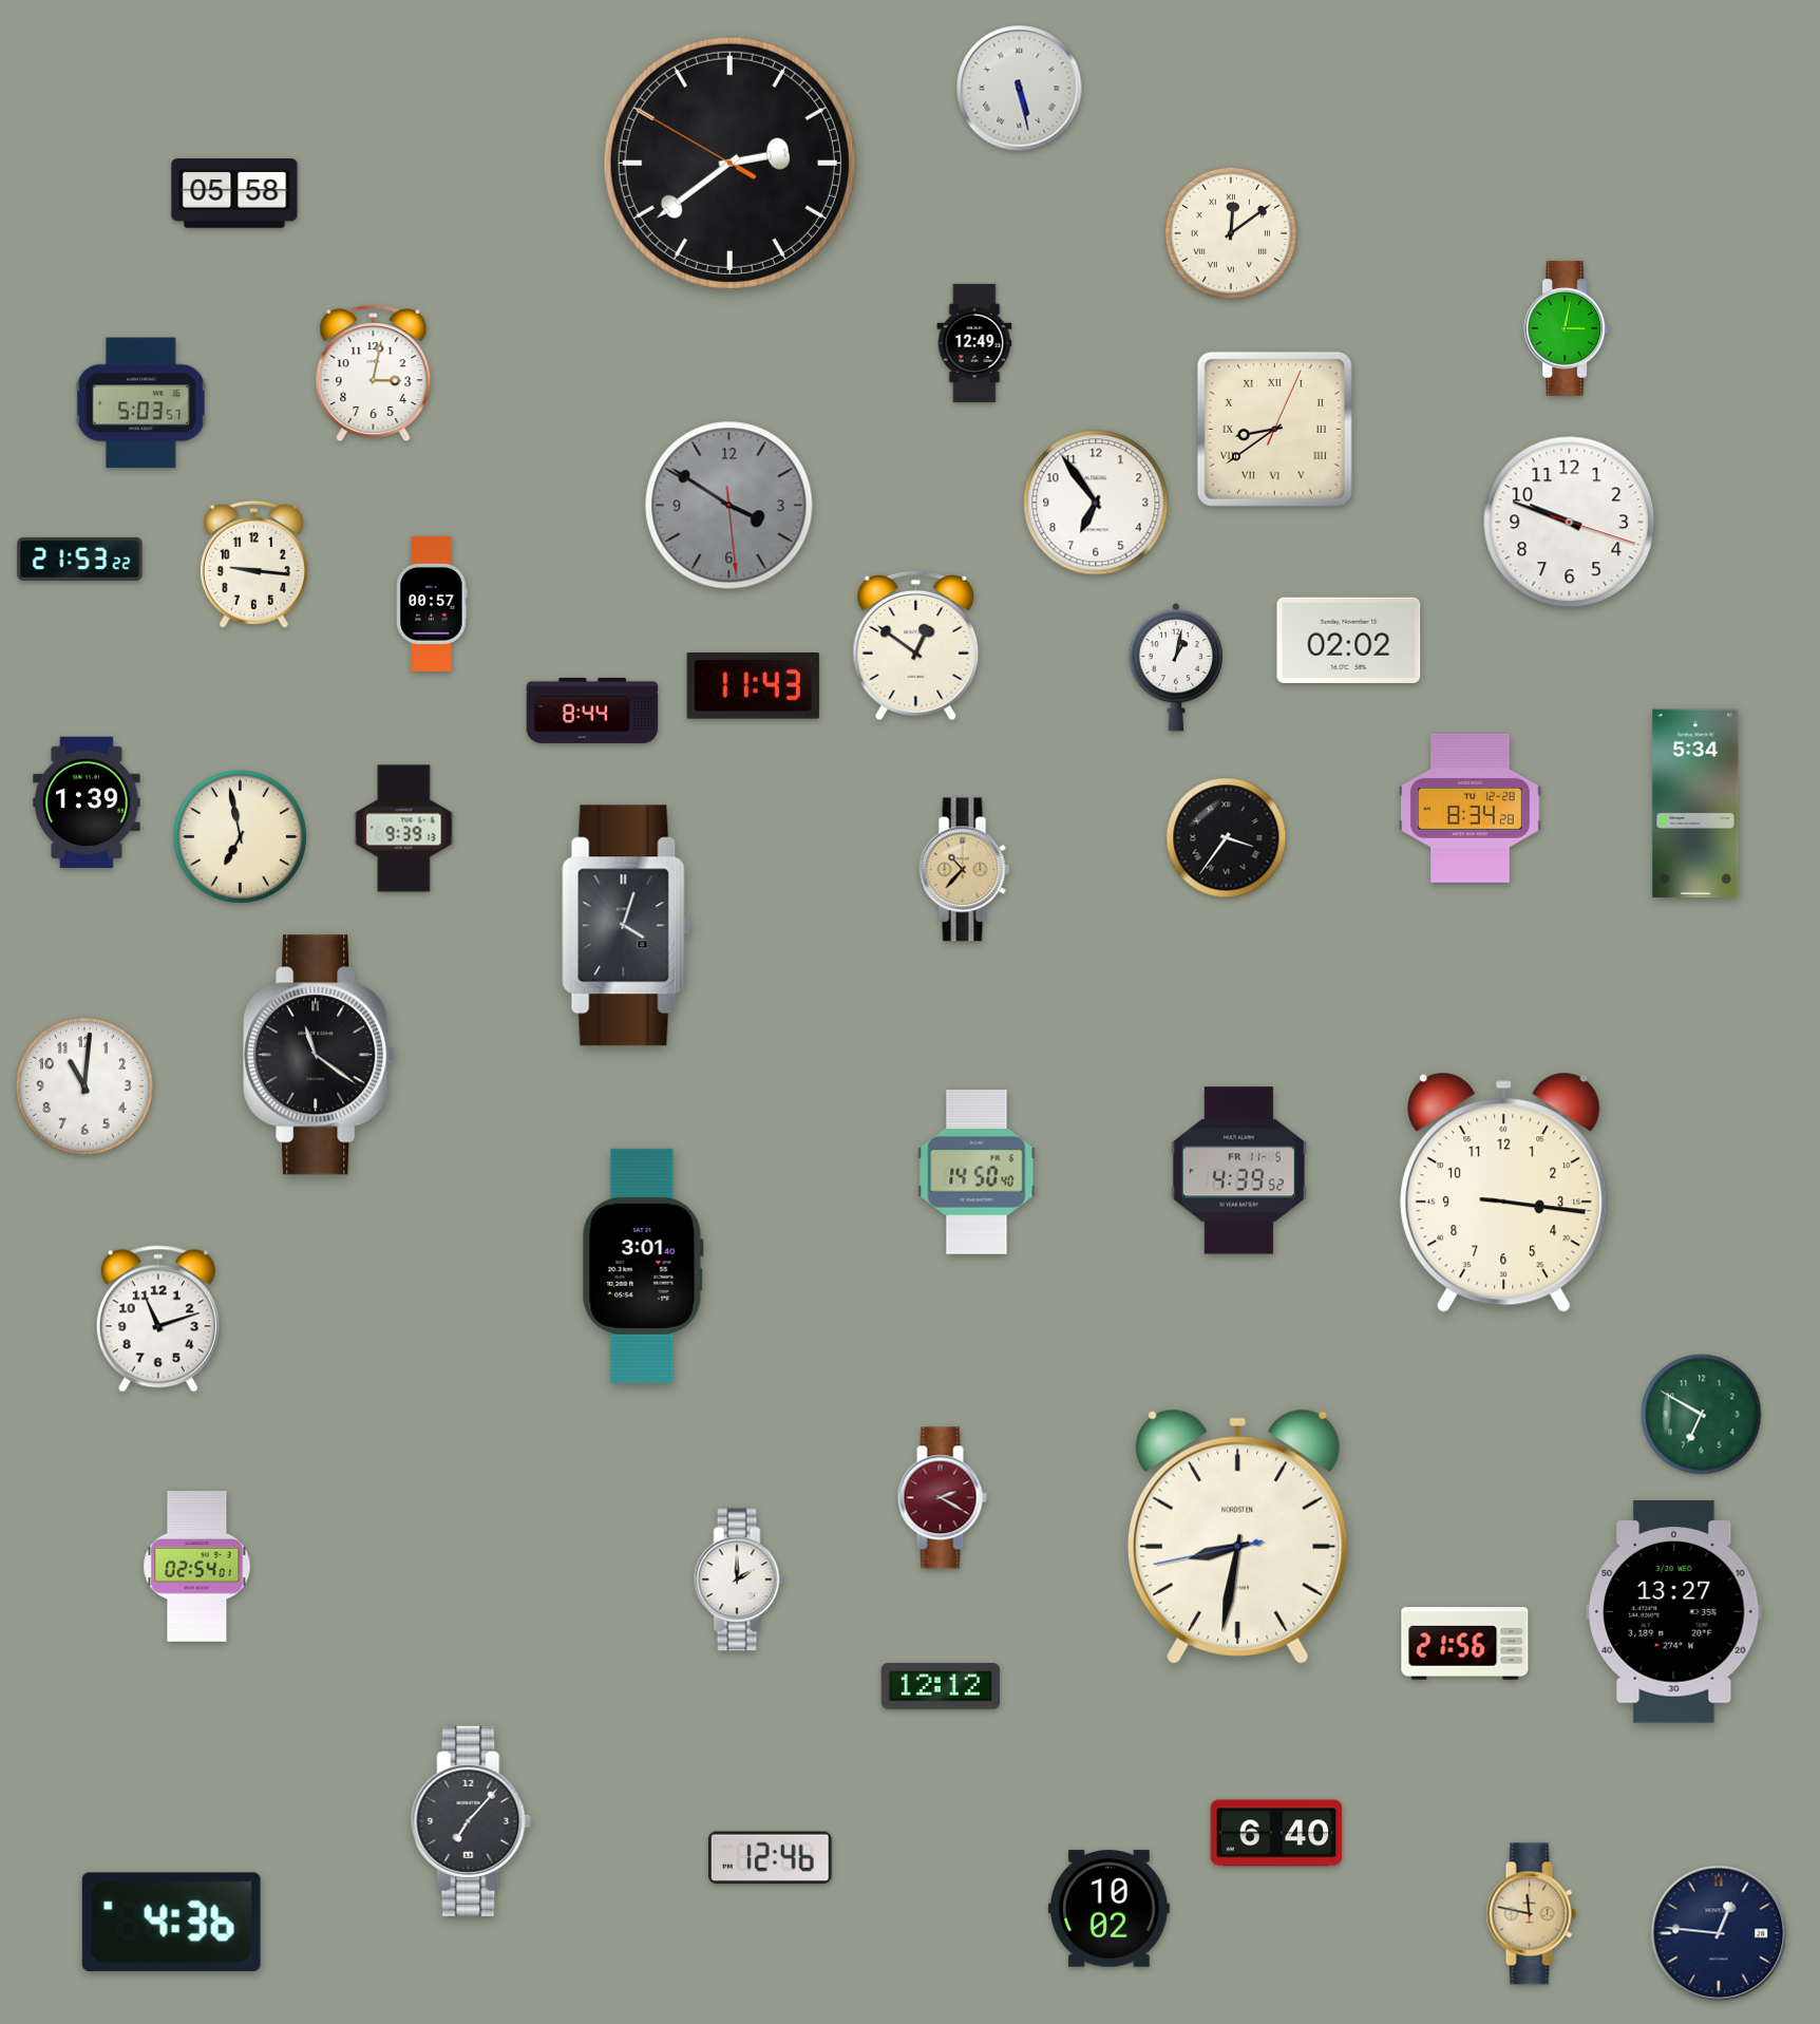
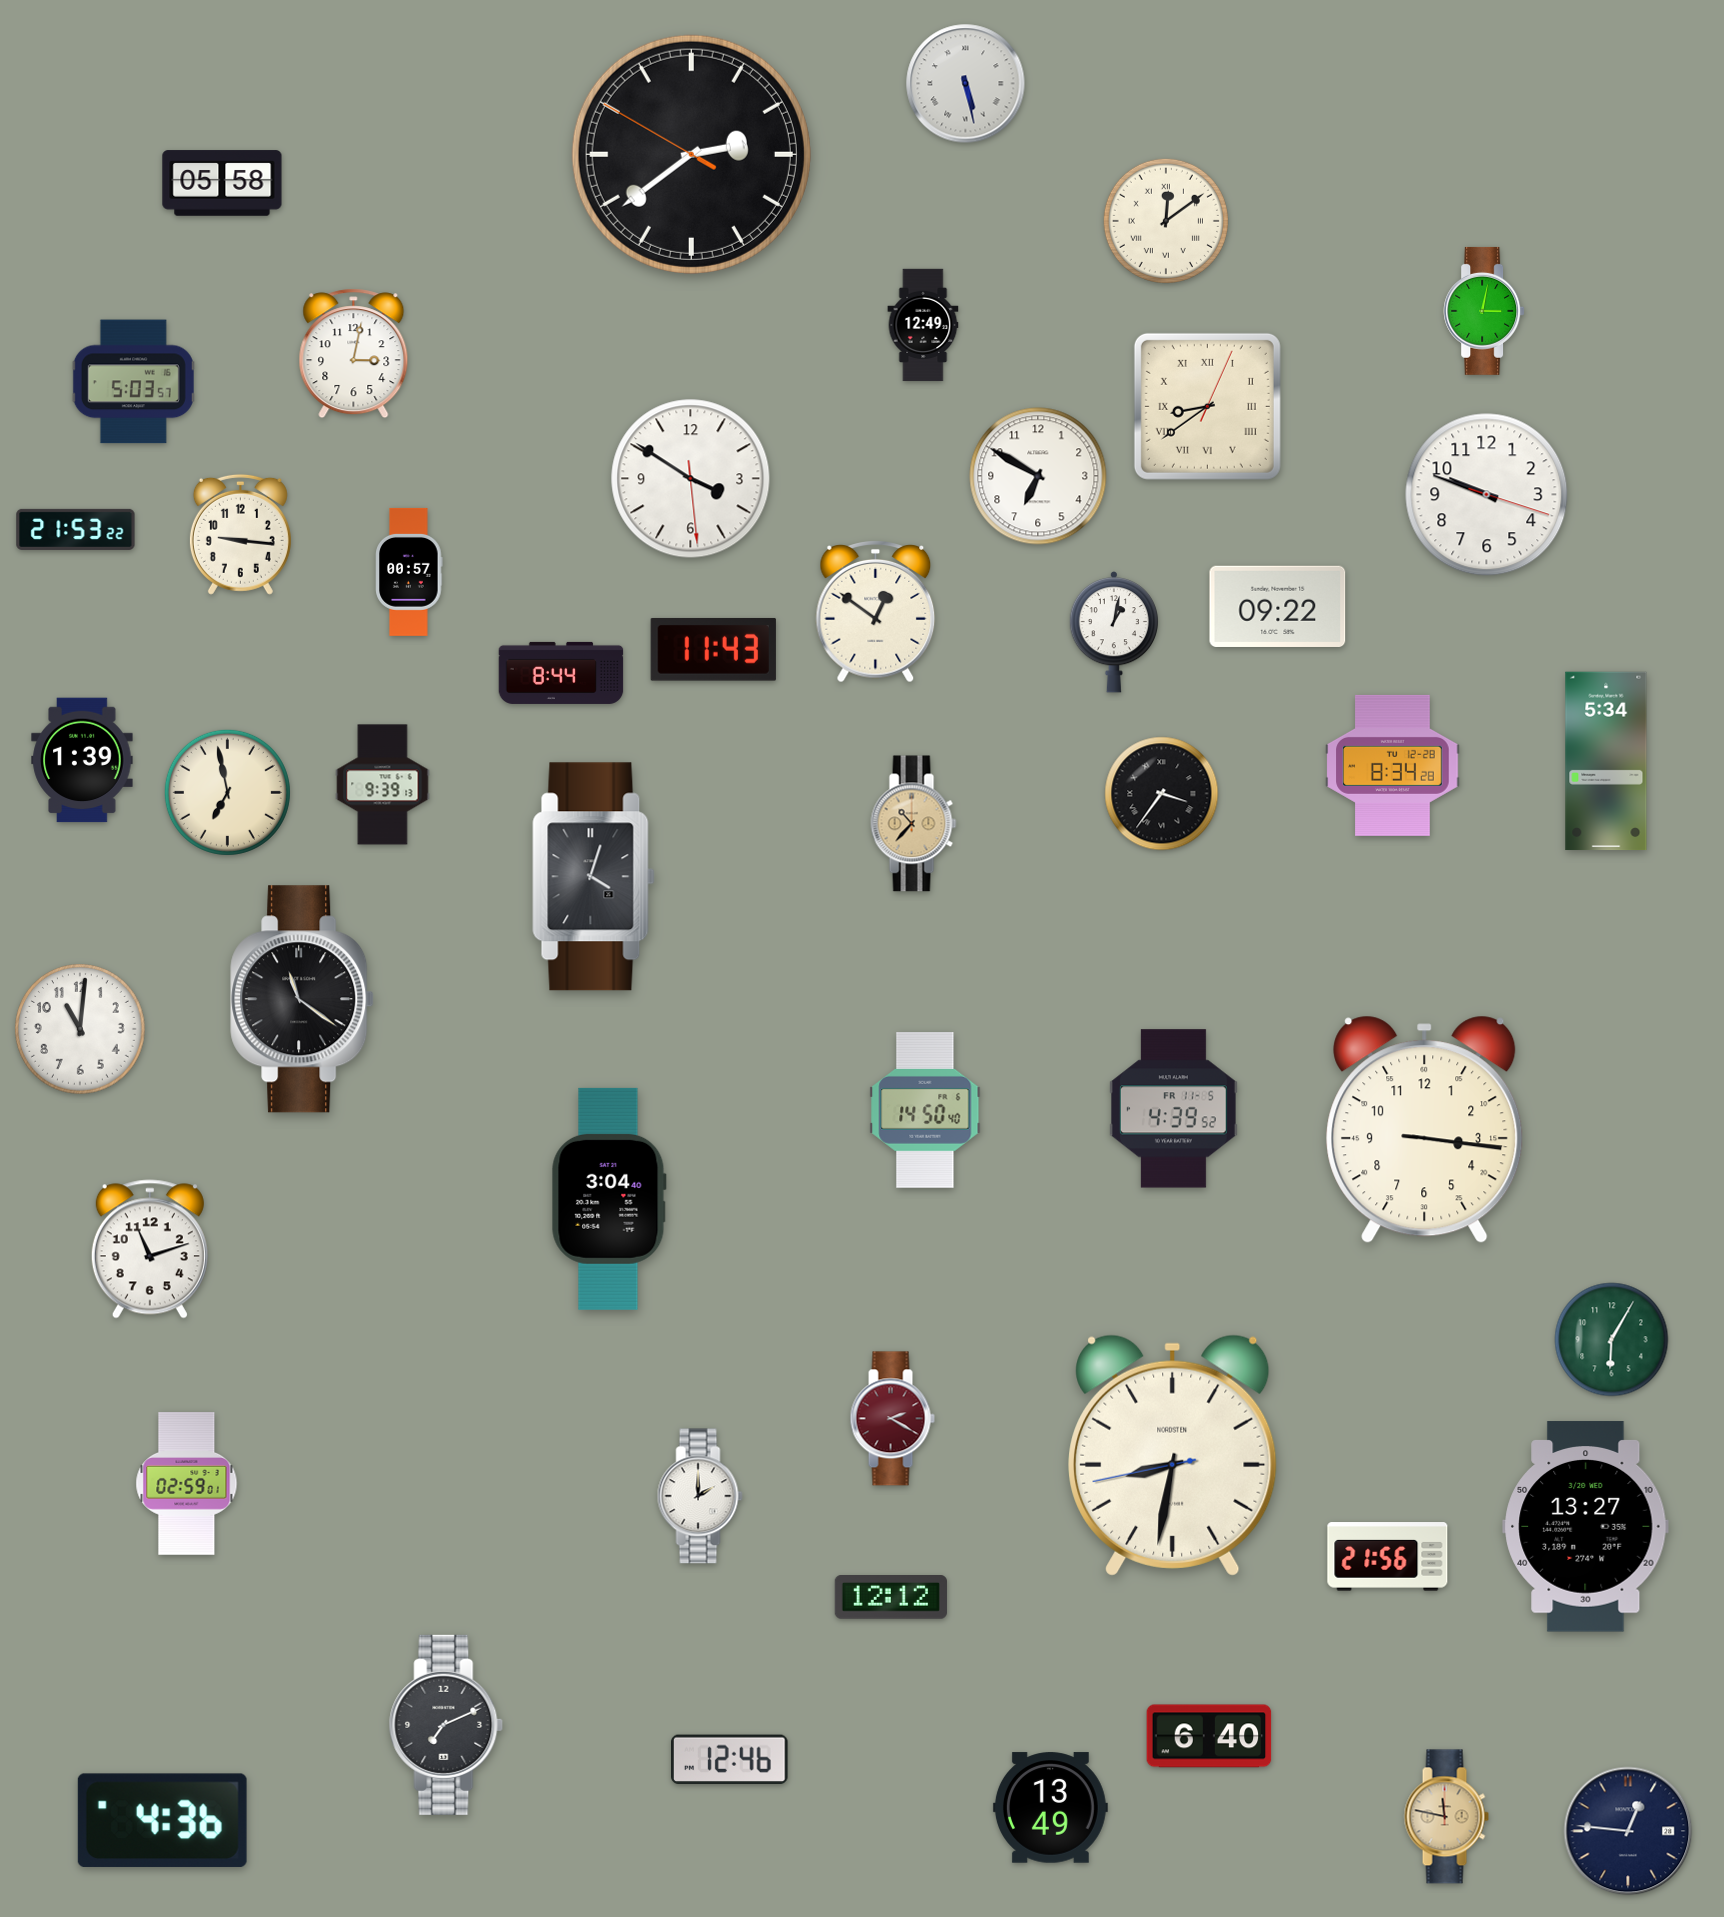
clock at (1096, 503): 6:54 -> 6:50
clock at (729, 506) dial: grey -> white
clock at (1349, 640): 02:02 -> 09:22
clock at (916, 646) position: (916, 646) -> (876, 612)
clock at (643, 1266): 3:01 -> 3:04
clock at (1702, 1415): 6:50 -> 6:05
clock at (197, 1567): 02:54 -> 02:59
clock at (471, 1821): 7:07 -> 7:11
clock at (1108, 1909): 10:02 -> 13:49
clock at (1531, 1914) position: (1531, 1914) -> (1446, 1817)
